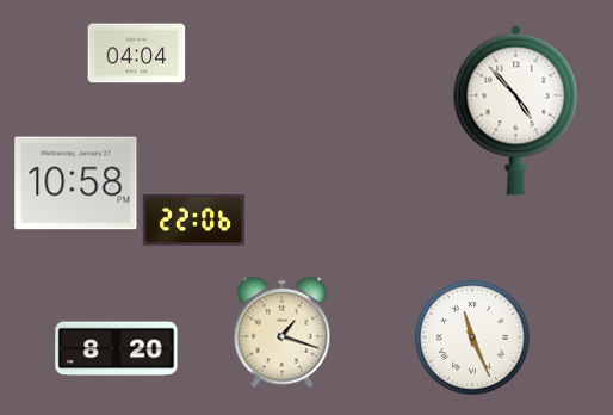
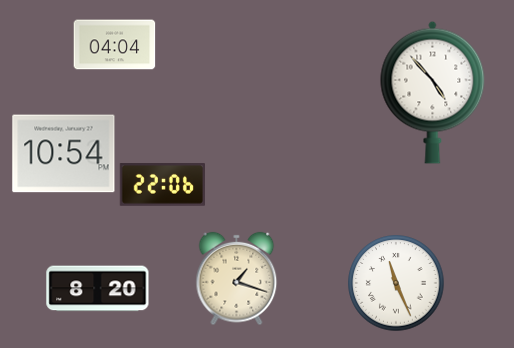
clock at (76, 184): 10:58 -> 10:54
clock at (117, 349) position: (117, 349) -> (98, 289)
